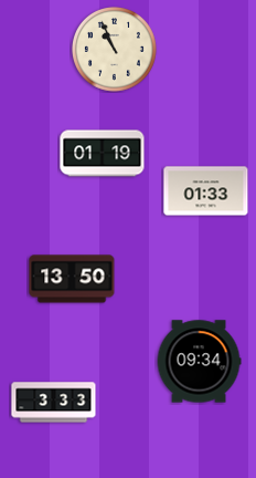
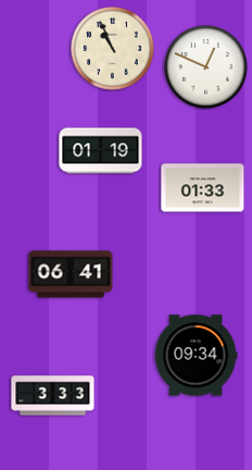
clock at (206, 67): none -> 12:49
clock at (72, 279): 13:50 -> 06:41
